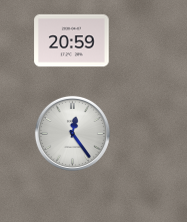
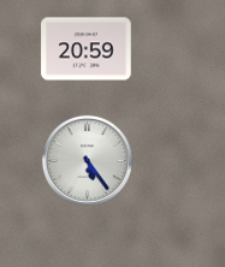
clock at (72, 133): 12:24 -> 5:24
